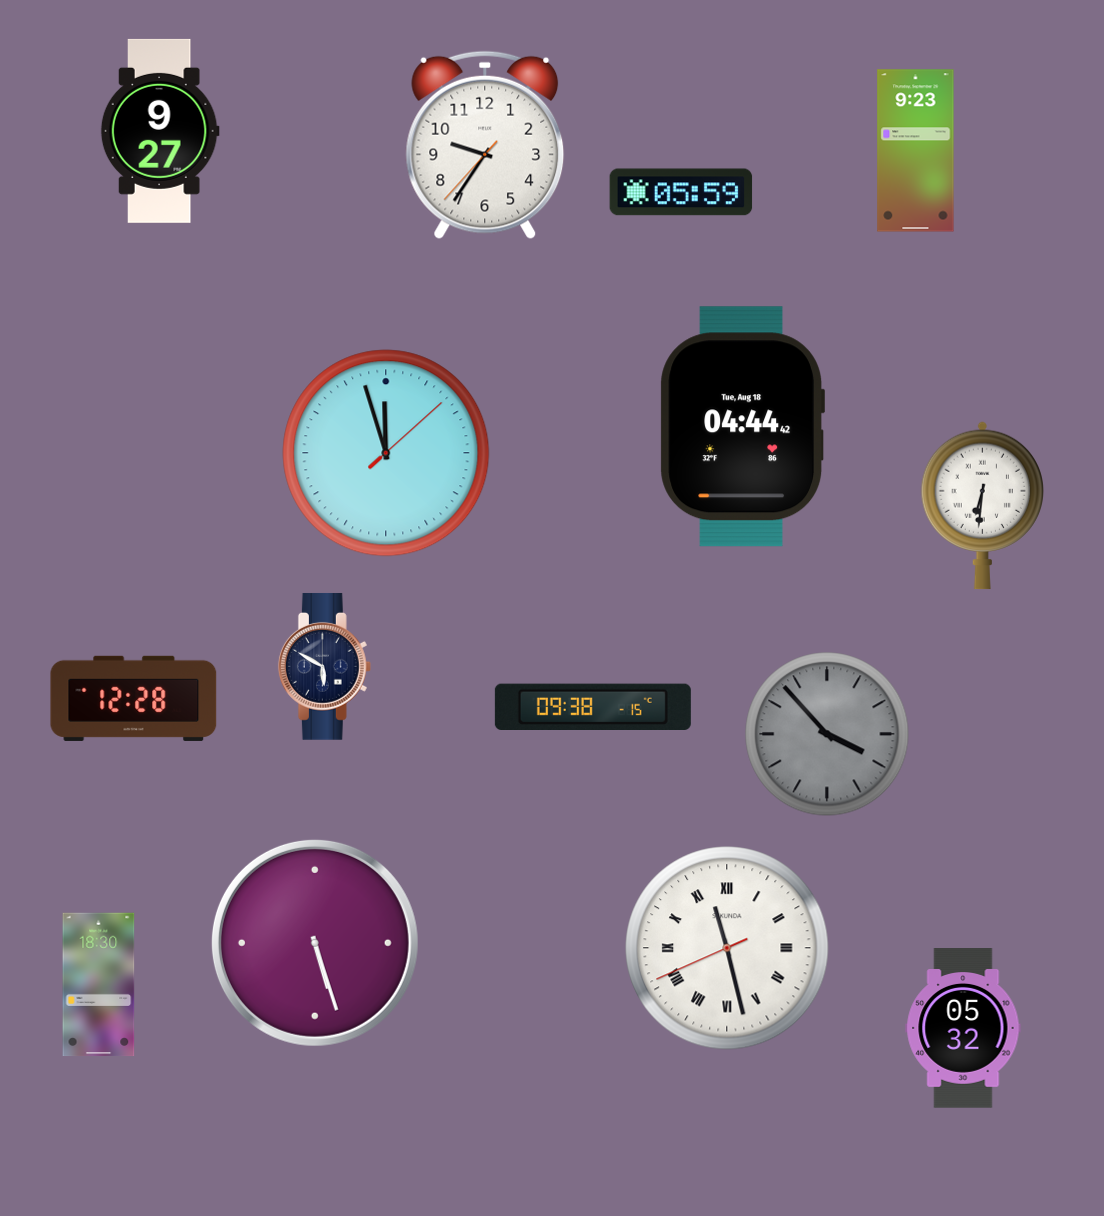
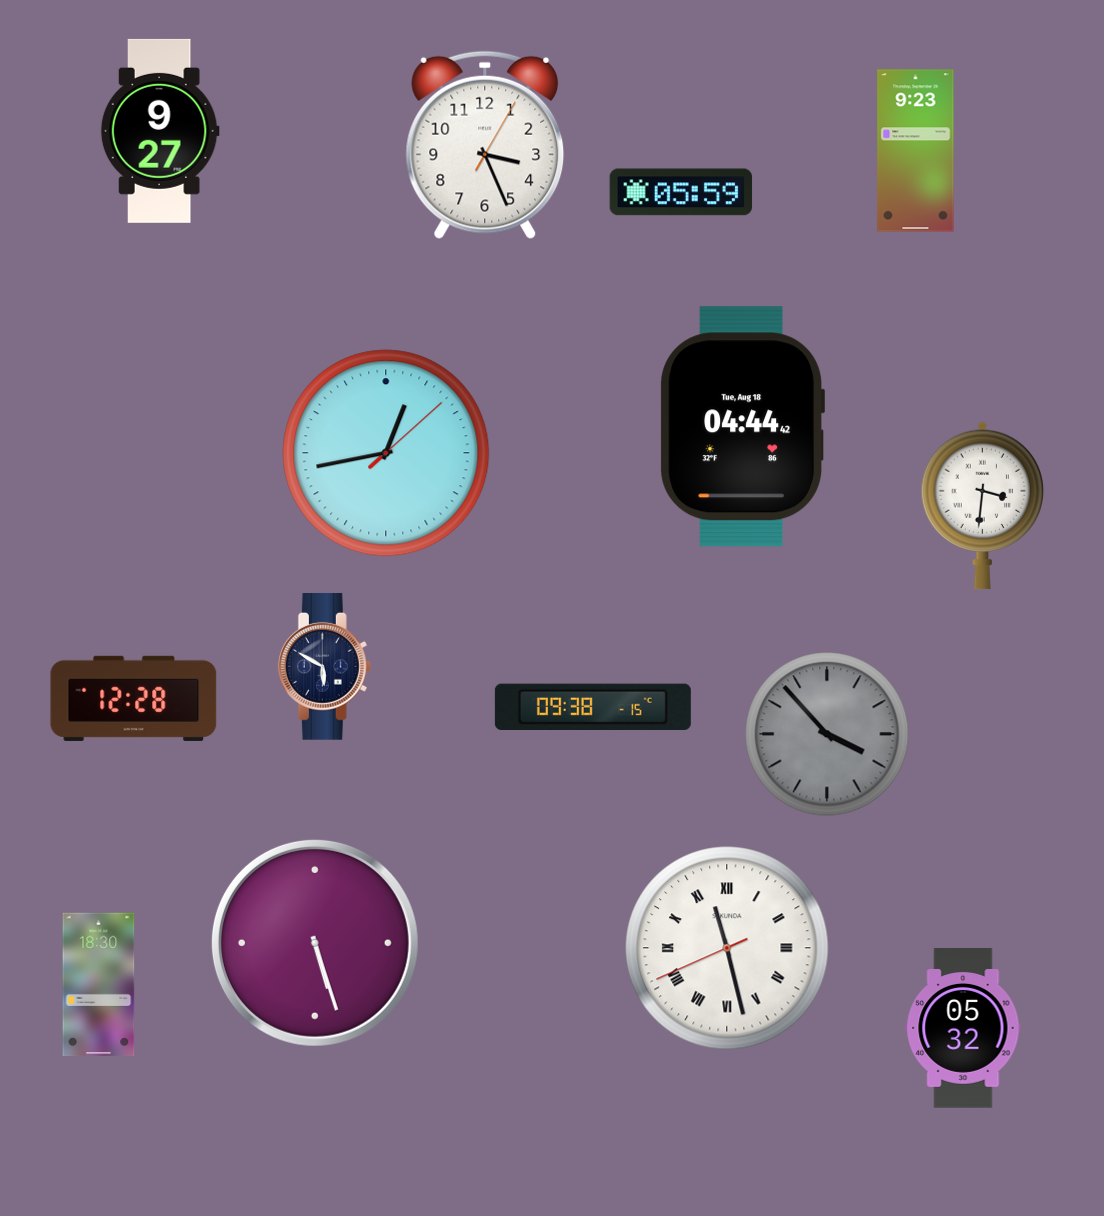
clock at (485, 145): 9:35 -> 3:26
clock at (386, 453): 11:57 -> 12:43
clock at (982, 505): 6:31 -> 3:31
